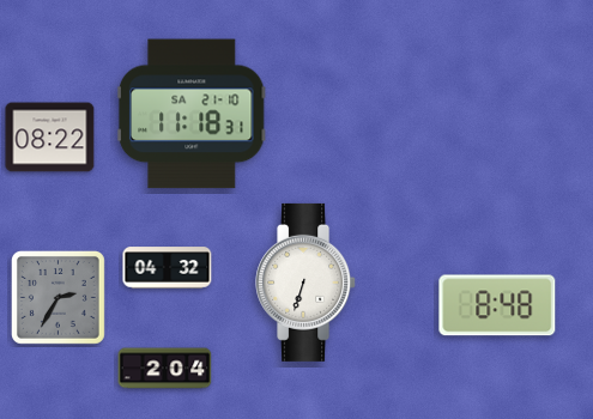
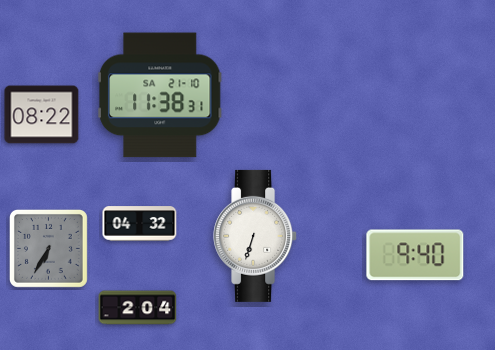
clock at (192, 114): 11:18 -> 11:38
clock at (58, 297): 2:35 -> 6:35
clock at (497, 305): 8:48 -> 9:40
